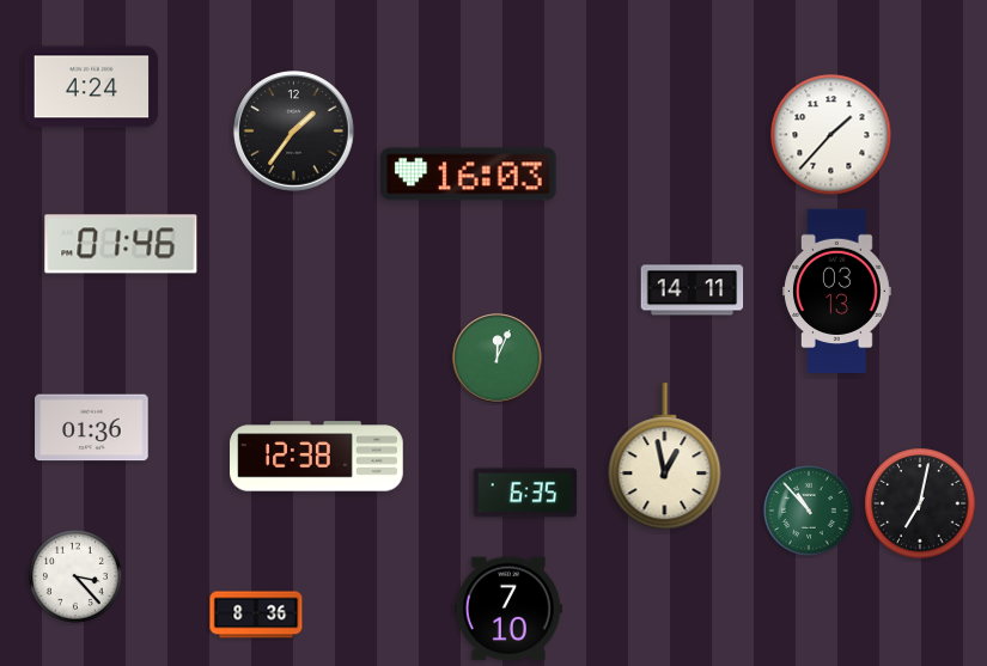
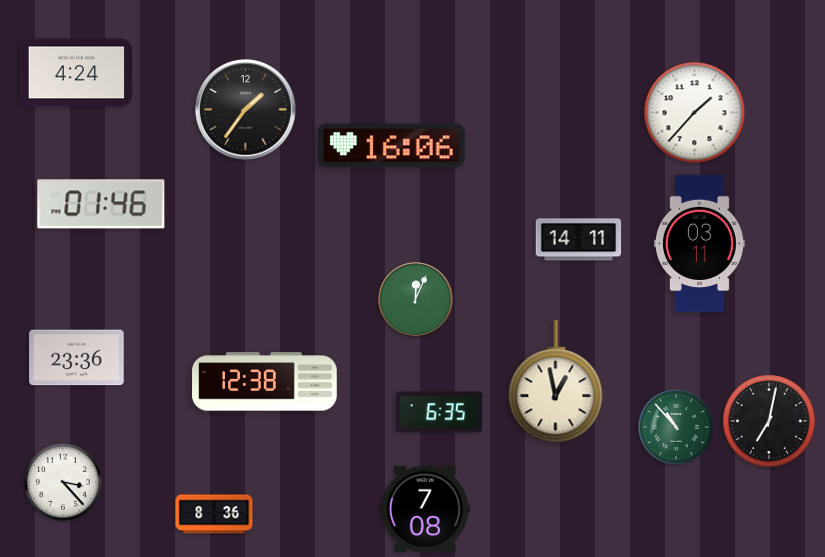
clock at (469, 175): 16:03 -> 16:06
clock at (693, 291) position: (693, 291) -> (579, 240)
clock at (837, 292): 03:13 -> 03:11
clock at (92, 428): 01:36 -> 23:36
clock at (508, 609): 7:10 -> 7:08
